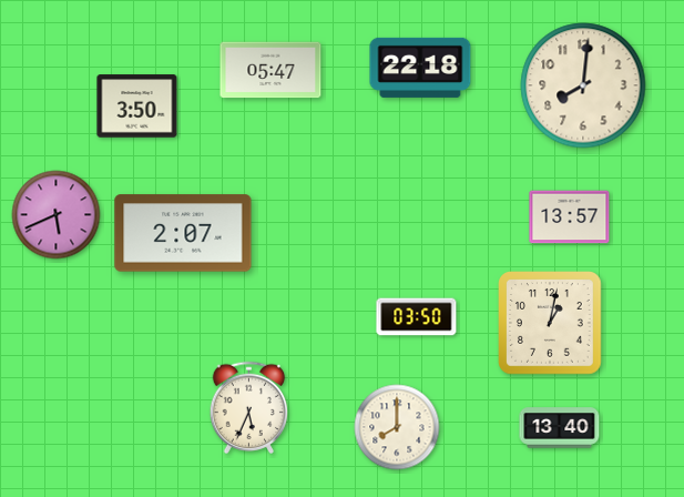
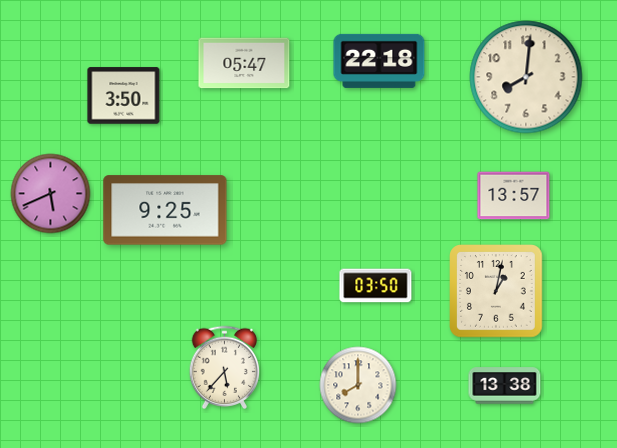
clock at (183, 233): 2:07 -> 9:25
clock at (249, 408): 5:34 -> 5:37
clock at (560, 428): 13:40 -> 13:38
